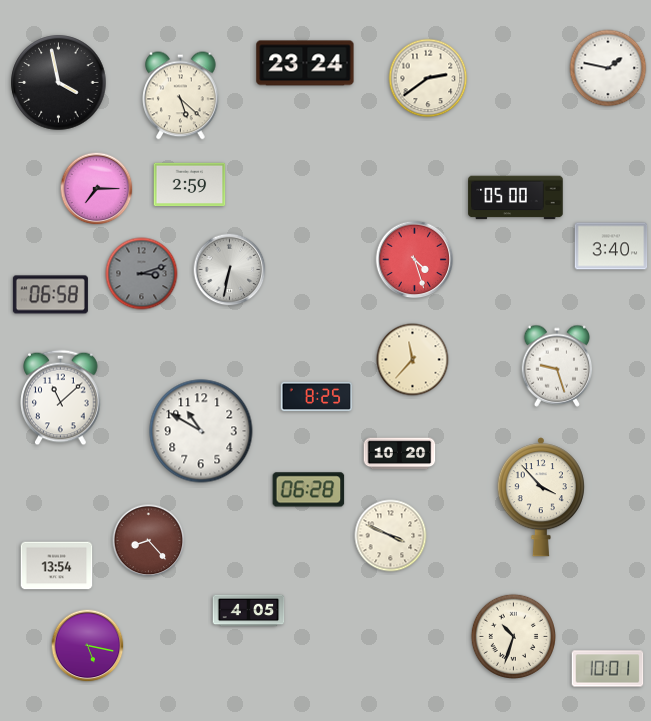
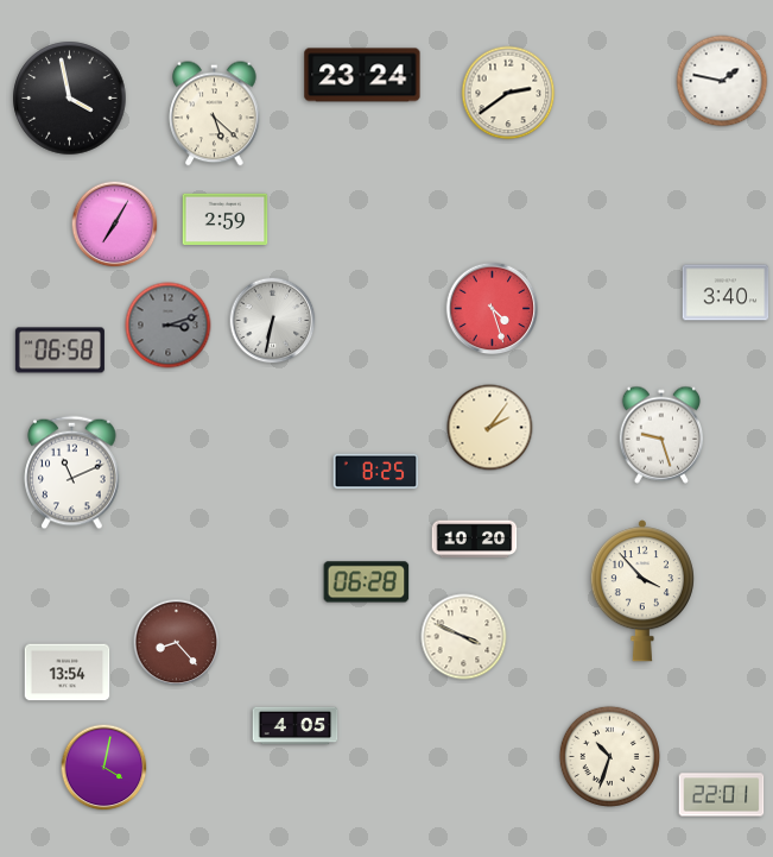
clock at (97, 189): 7:15 -> 7:05
clock at (516, 198): 05:00 -> none
clock at (413, 360): 11:37 -> 2:06
clock at (61, 398): 11:08 -> 11:11
clock at (201, 431): 10:50 -> none
clock at (88, 646): 5:17 -> 4:02
clock at (608, 669): 10:01 -> 22:01
